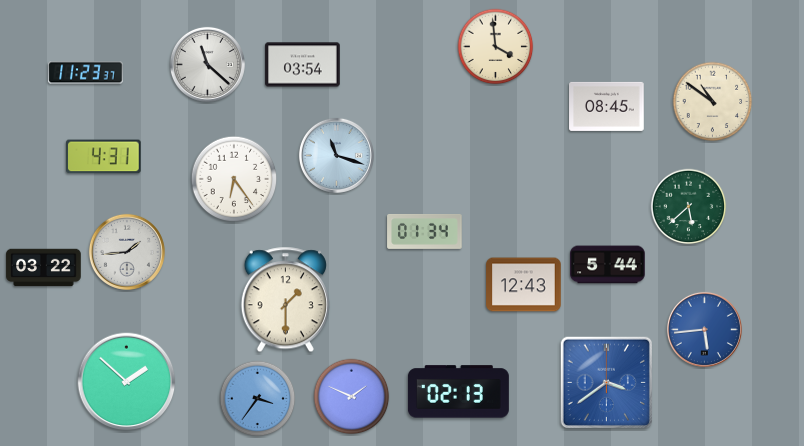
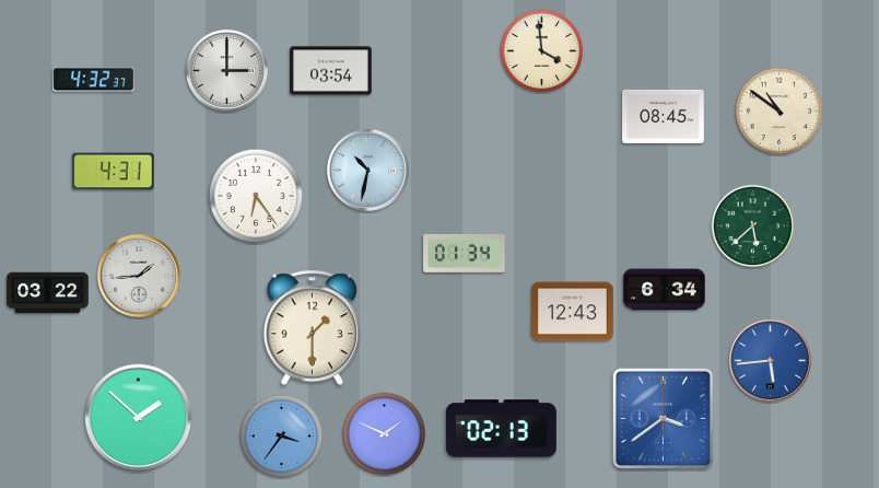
clock at (207, 64): 11:22 -> 3:00
clock at (86, 73): 11:23 -> 4:32
clock at (336, 155): 11:18 -> 10:32
clock at (608, 265): 5:44 -> 6:34
